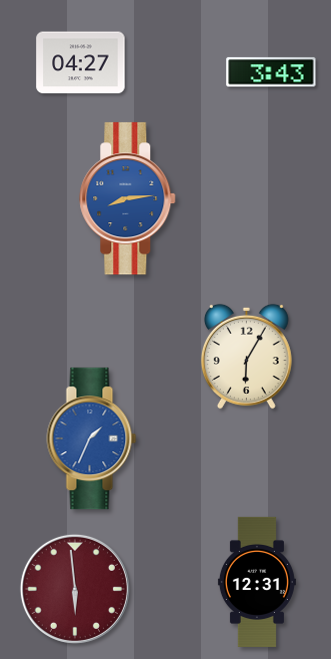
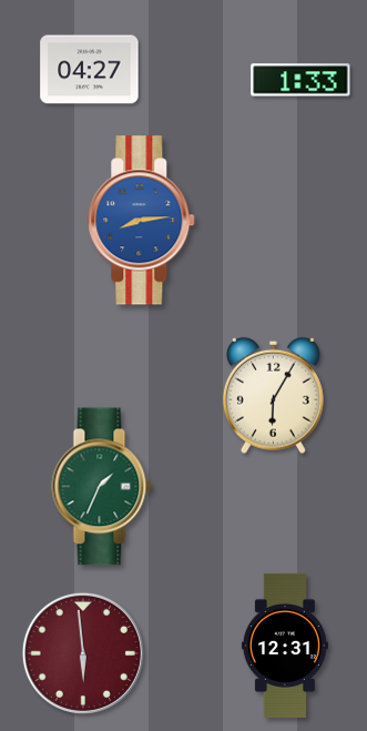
clock at (271, 72): 3:43 -> 1:33
clock at (92, 439) dial: blue -> green
